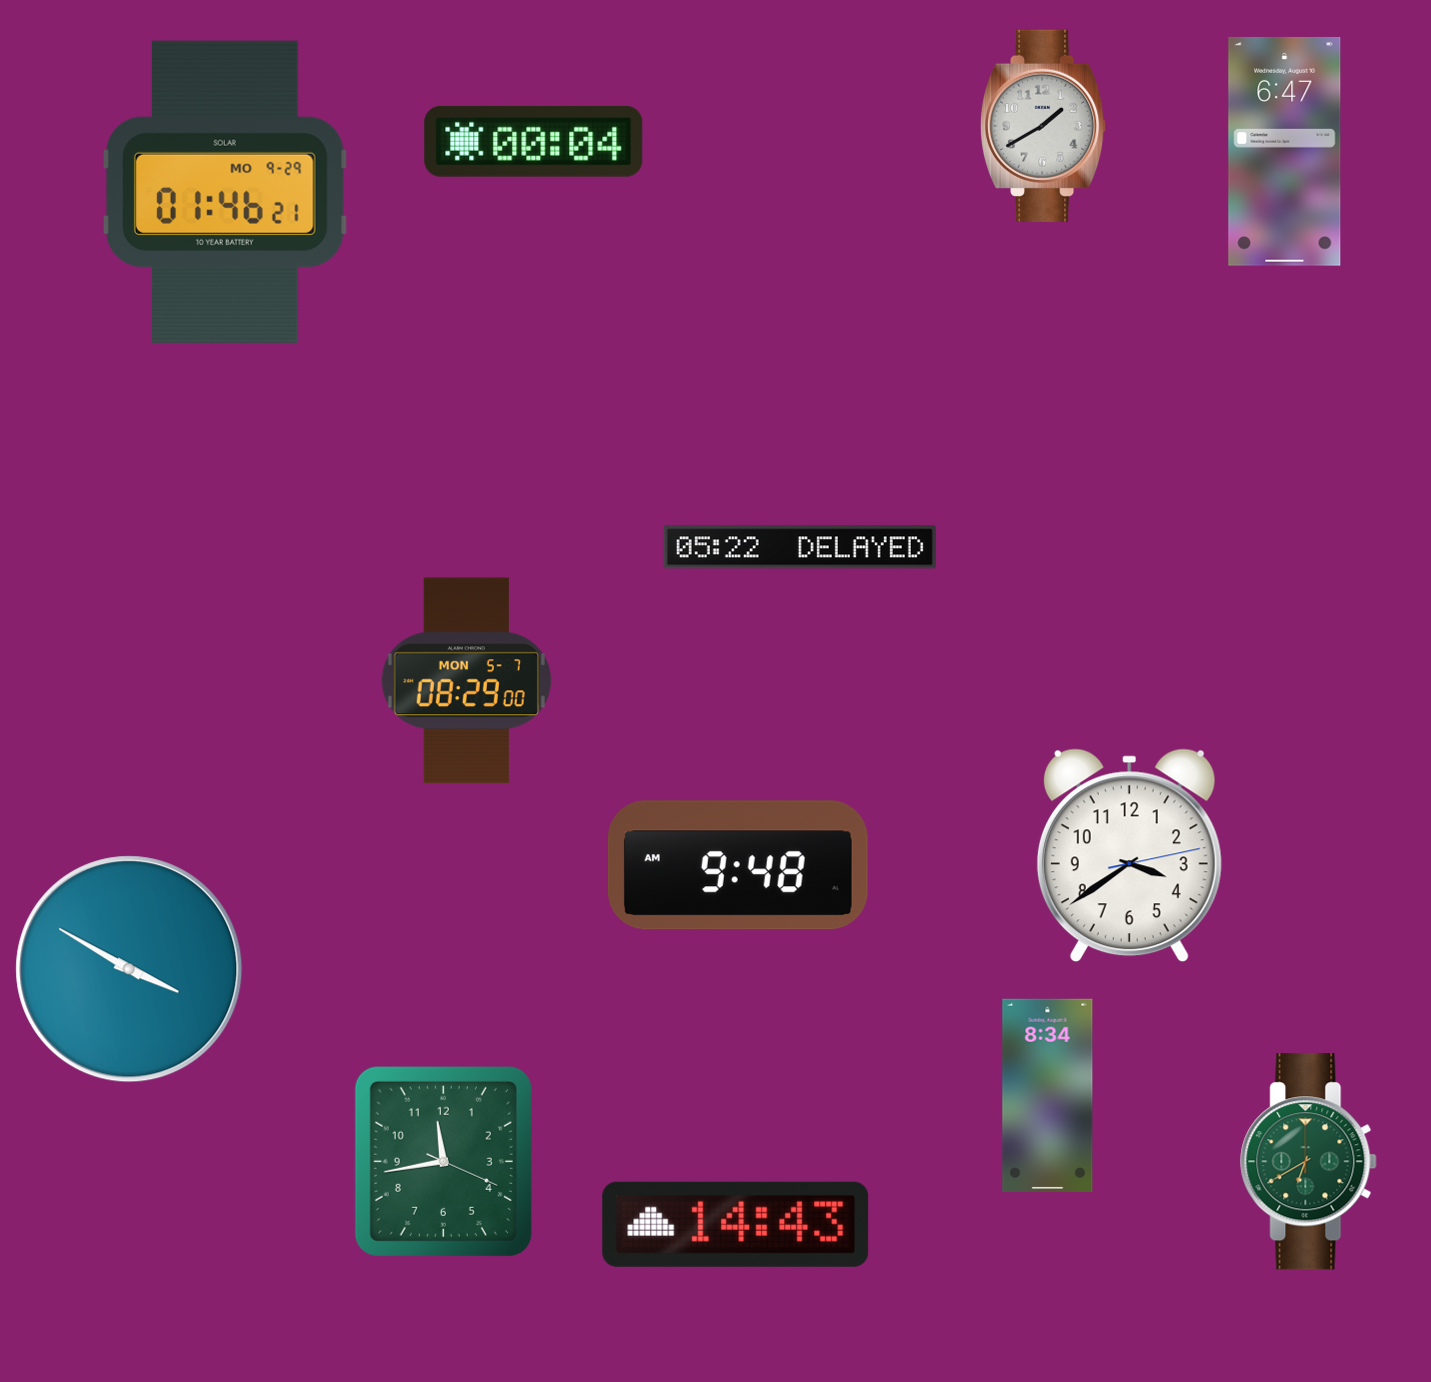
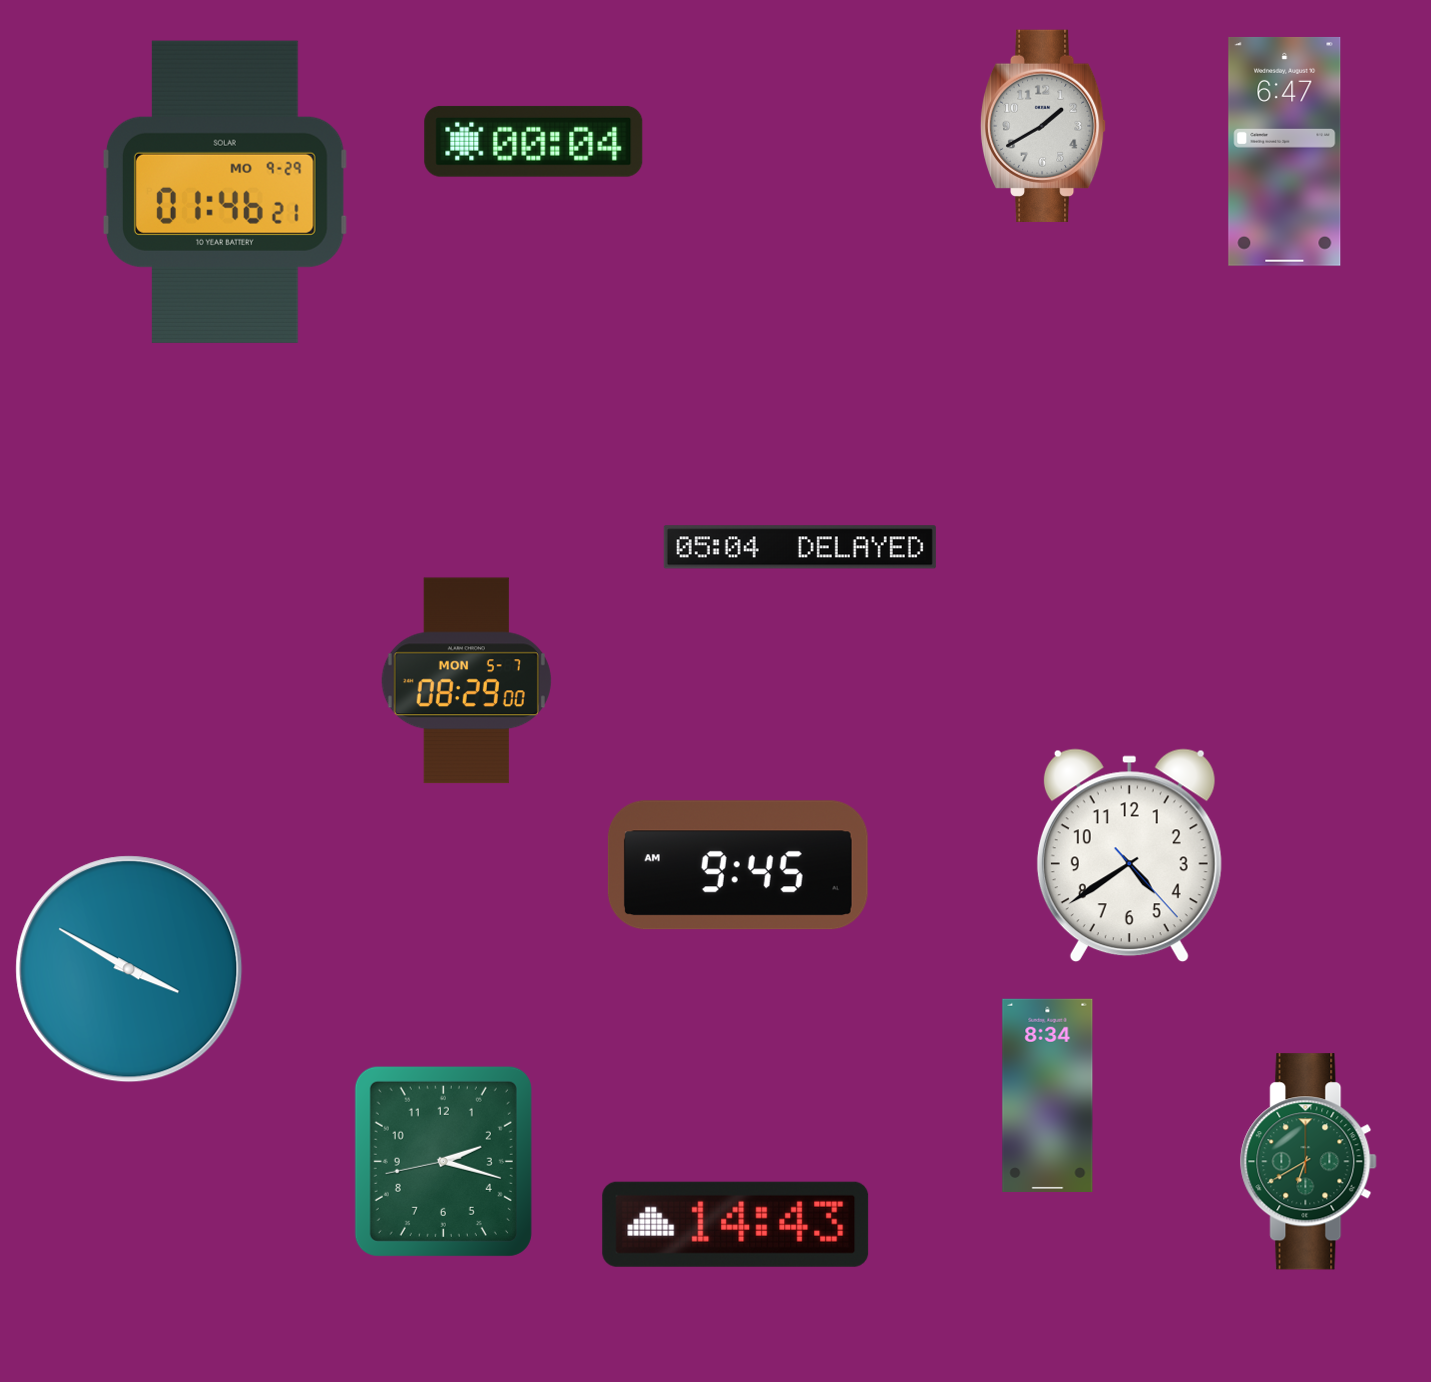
clock at (800, 547): 05:22 -> 05:04
clock at (1129, 856): 3:39 -> 4:39
clock at (738, 865): 9:48 -> 9:45
clock at (443, 1161): 11:43 -> 2:17
